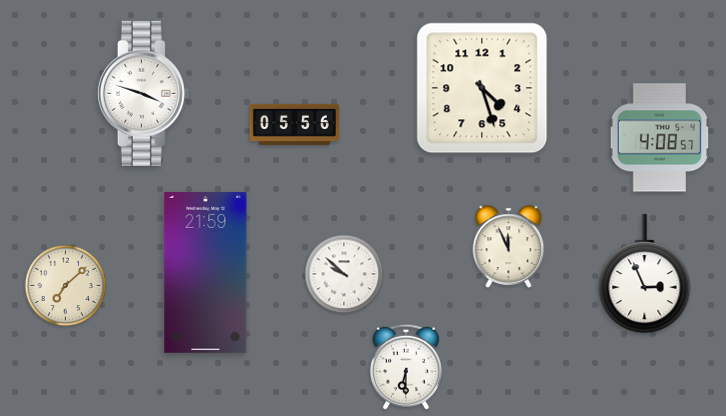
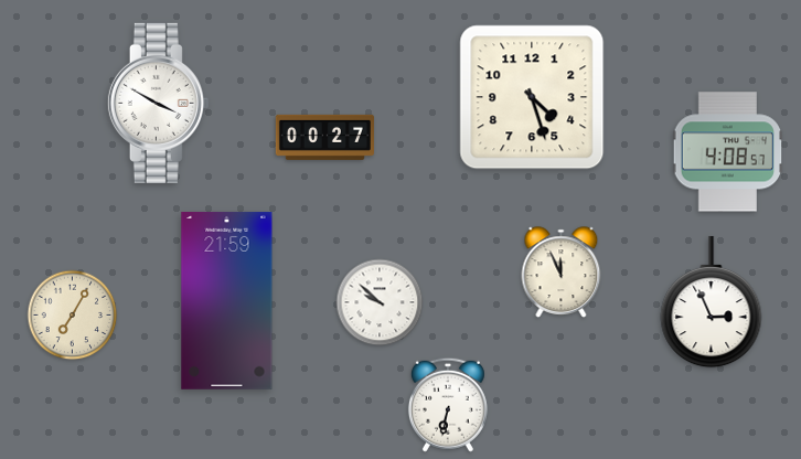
clock at (143, 93): 3:48 -> 3:50
clock at (294, 124): 05:56 -> 00:27
clock at (66, 286): 7:08 -> 7:05
clock at (406, 367): 6:30 -> 6:32
